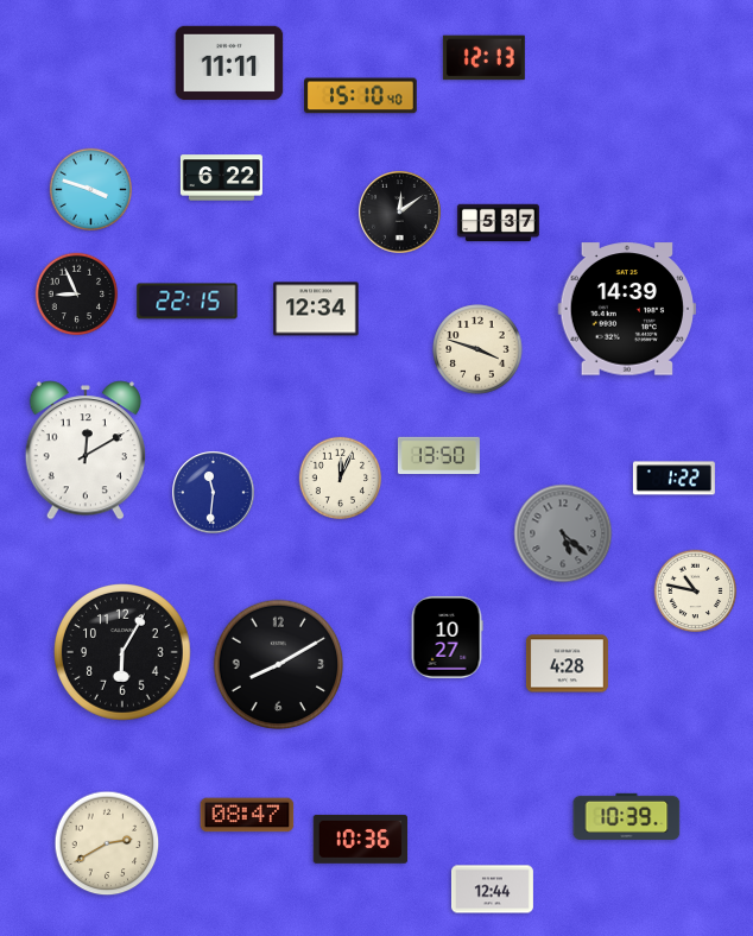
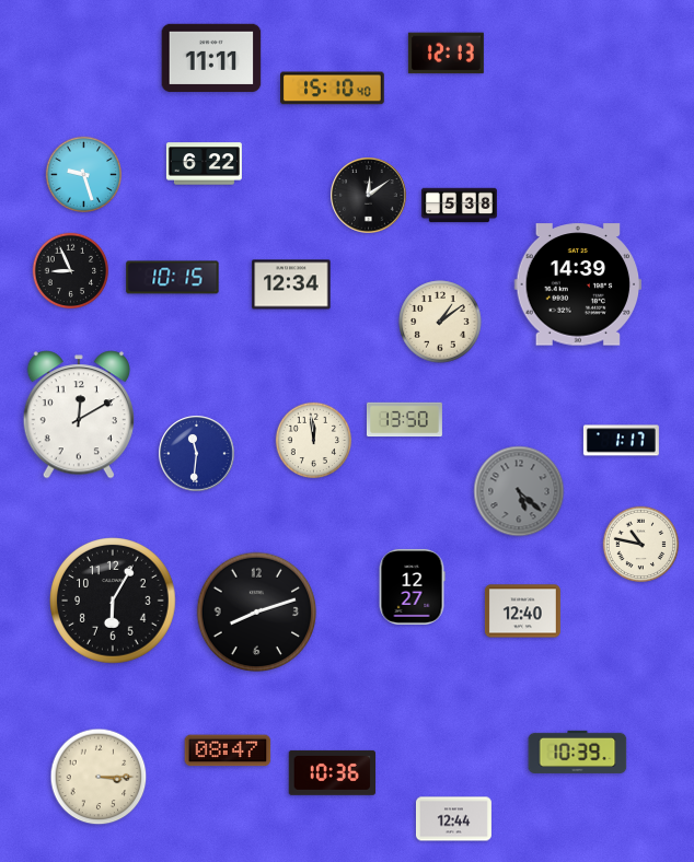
clock at (91, 190): 3:48 -> 9:27
clock at (498, 223): 5:37 -> 5:38
clock at (188, 302): 22:15 -> 10:15
clock at (477, 349): 3:48 -> 1:09
clock at (341, 479): 12:04 -> 11:59
clock at (673, 479): 1:22 -> 1:17
clock at (447, 637): 10:27 -> 12:27
clock at (567, 664): 4:28 -> 12:40
clock at (279, 665): 8:10 -> 8:12
clock at (107, 843): 2:40 -> 3:15
